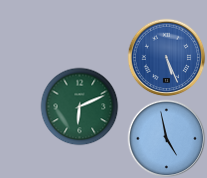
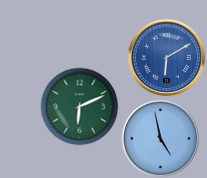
clock at (166, 57): 5:26 -> 6:10
clock at (166, 138) position: (166, 138) -> (160, 138)
